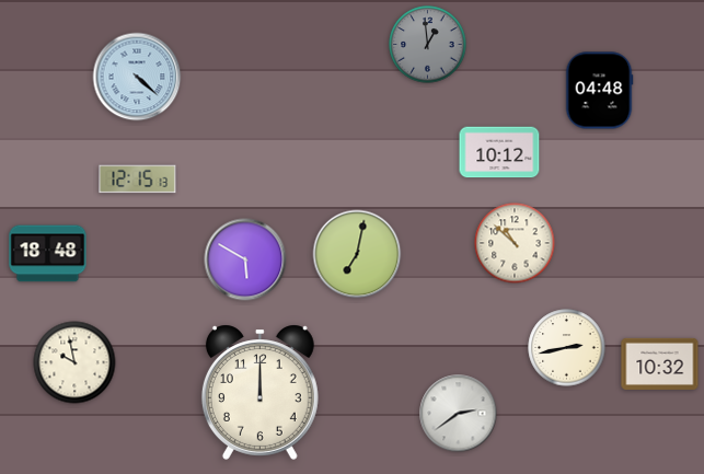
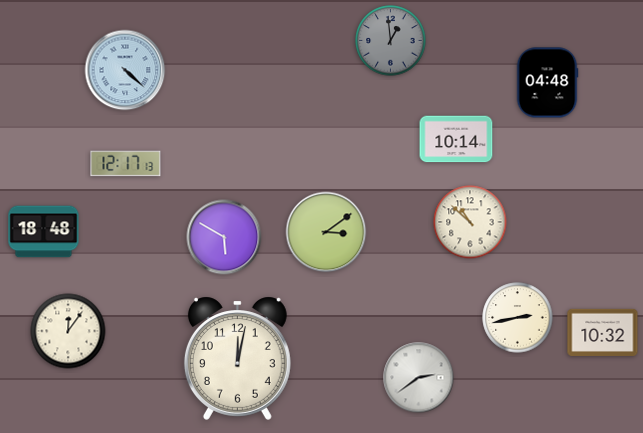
clock at (499, 152): 10:12 -> 10:14
clock at (138, 180): 12:15 -> 12:17
clock at (357, 254): 7:02 -> 3:09
clock at (74, 362): 9:58 -> 12:06
clock at (259, 392): 12:00 -> 12:02
